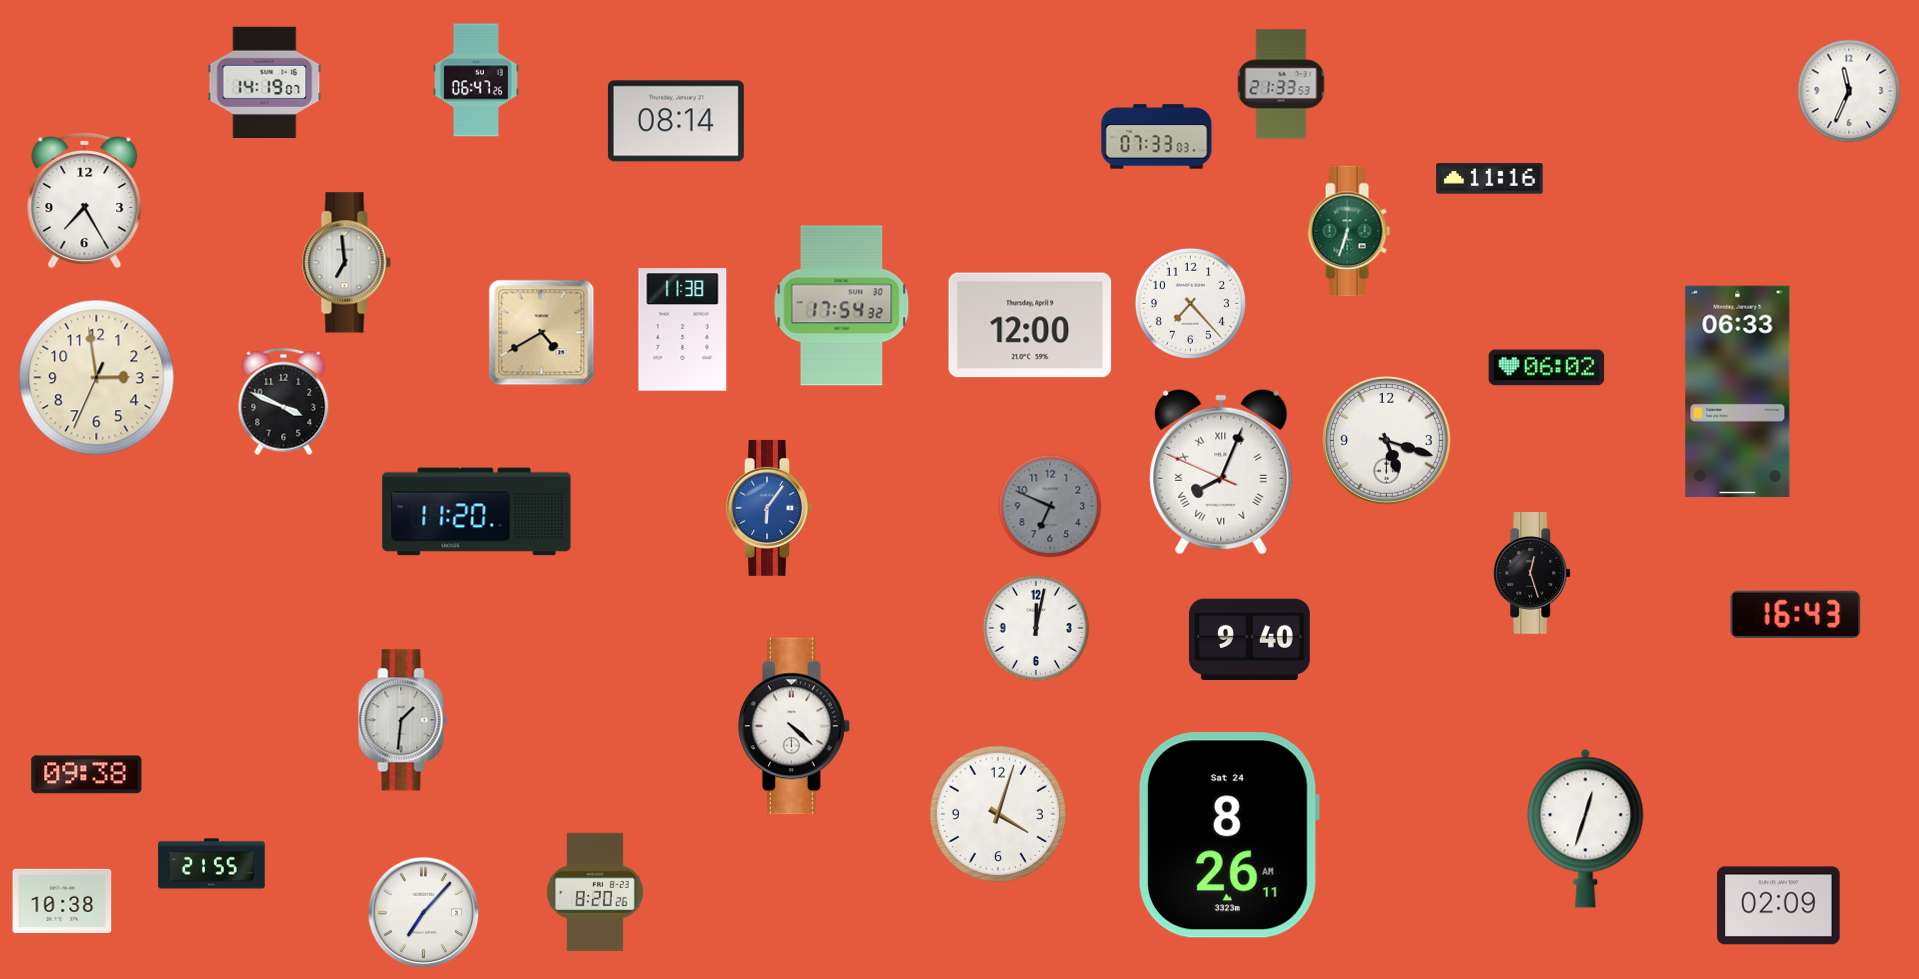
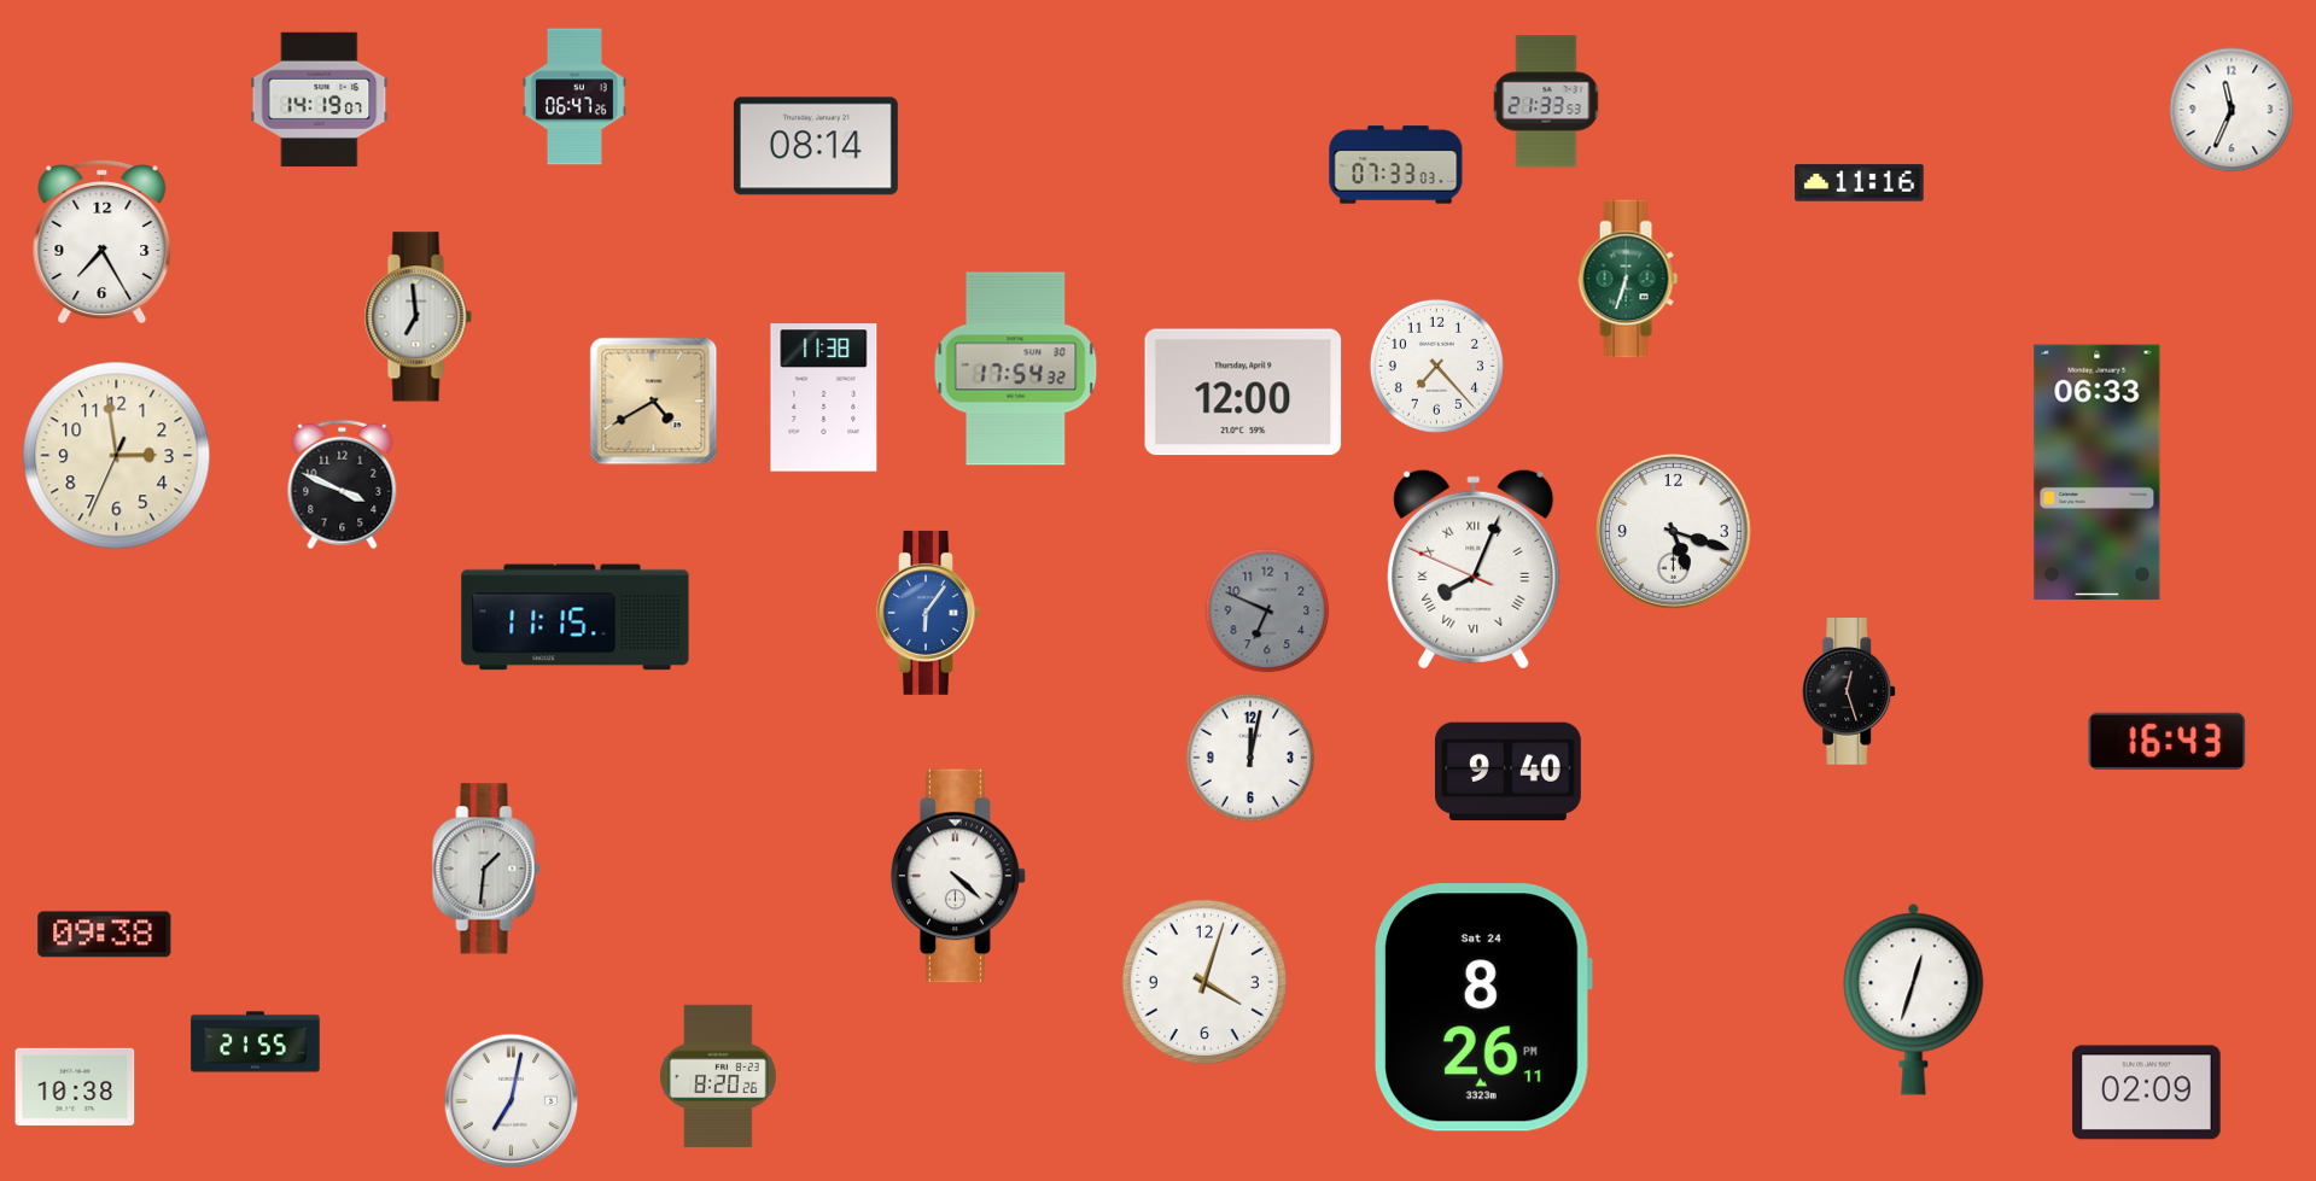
clock at (1490, 179) position: (1490, 179) -> (1860, 183)
clock at (1547, 368): 06:02 -> none
clock at (477, 512): 11:20 -> 11:15
clock at (1229, 835): 8:26:11 AM -> 8:26:11 PM
clock at (424, 913): 7:07 -> 7:02
